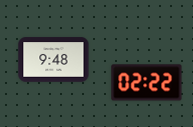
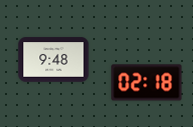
clock at (147, 83): 02:22 -> 02:18
